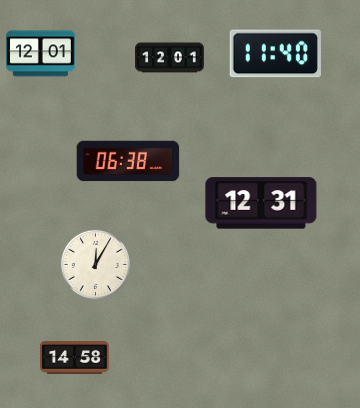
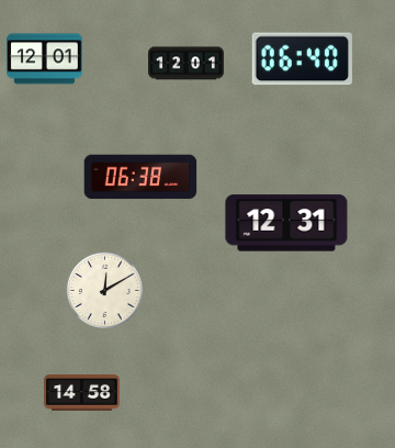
clock at (275, 54): 11:40 -> 06:40
clock at (95, 264): 12:05 -> 12:10
